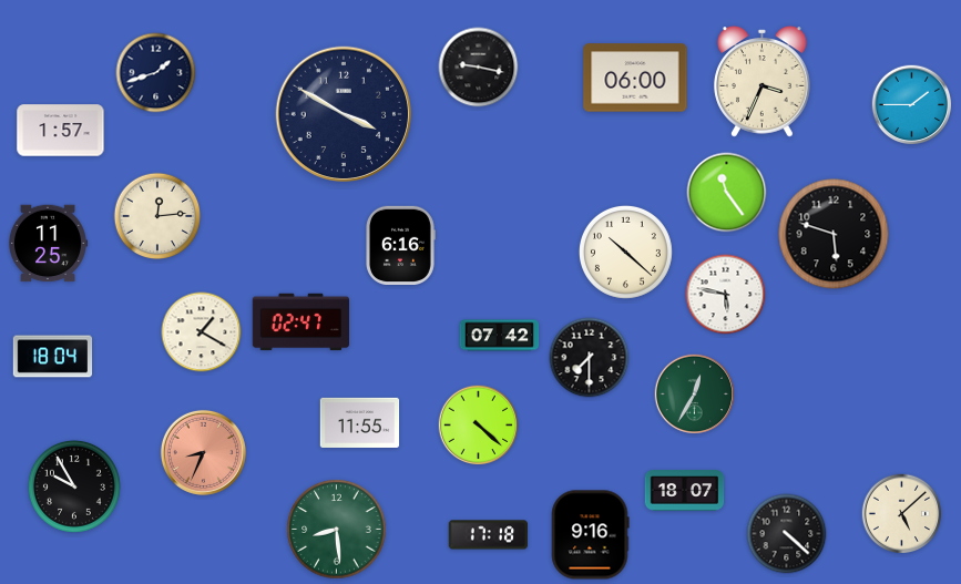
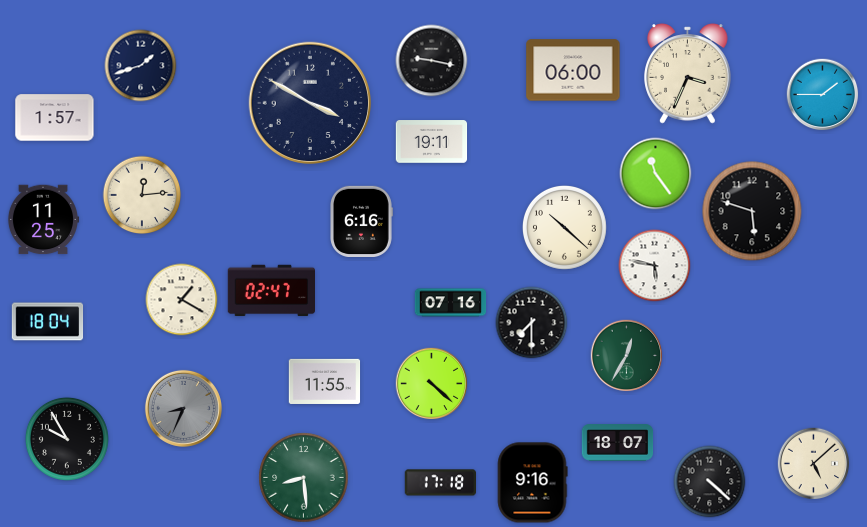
clock at (432, 142): none -> 19:11
clock at (500, 336): 07:42 -> 07:16
clock at (203, 452) dial: salmon -> grey
